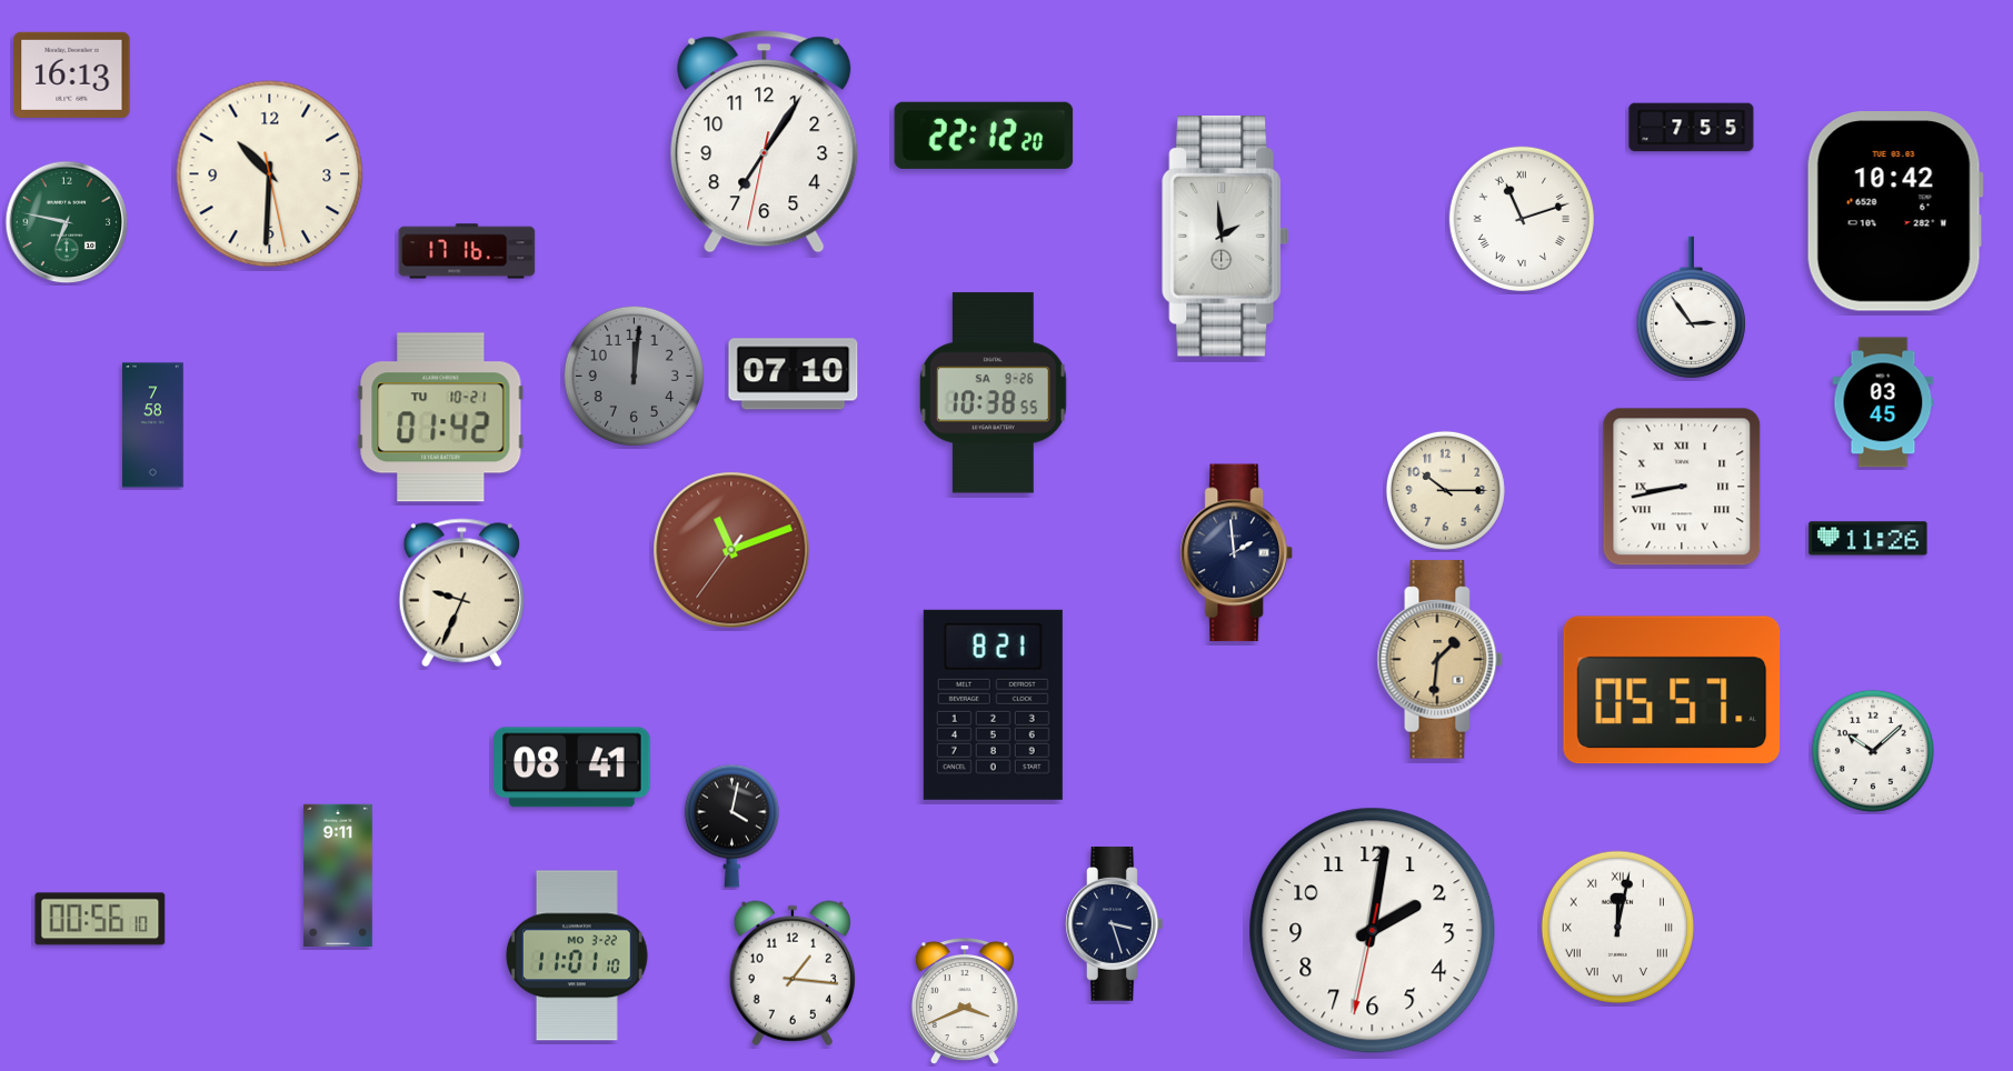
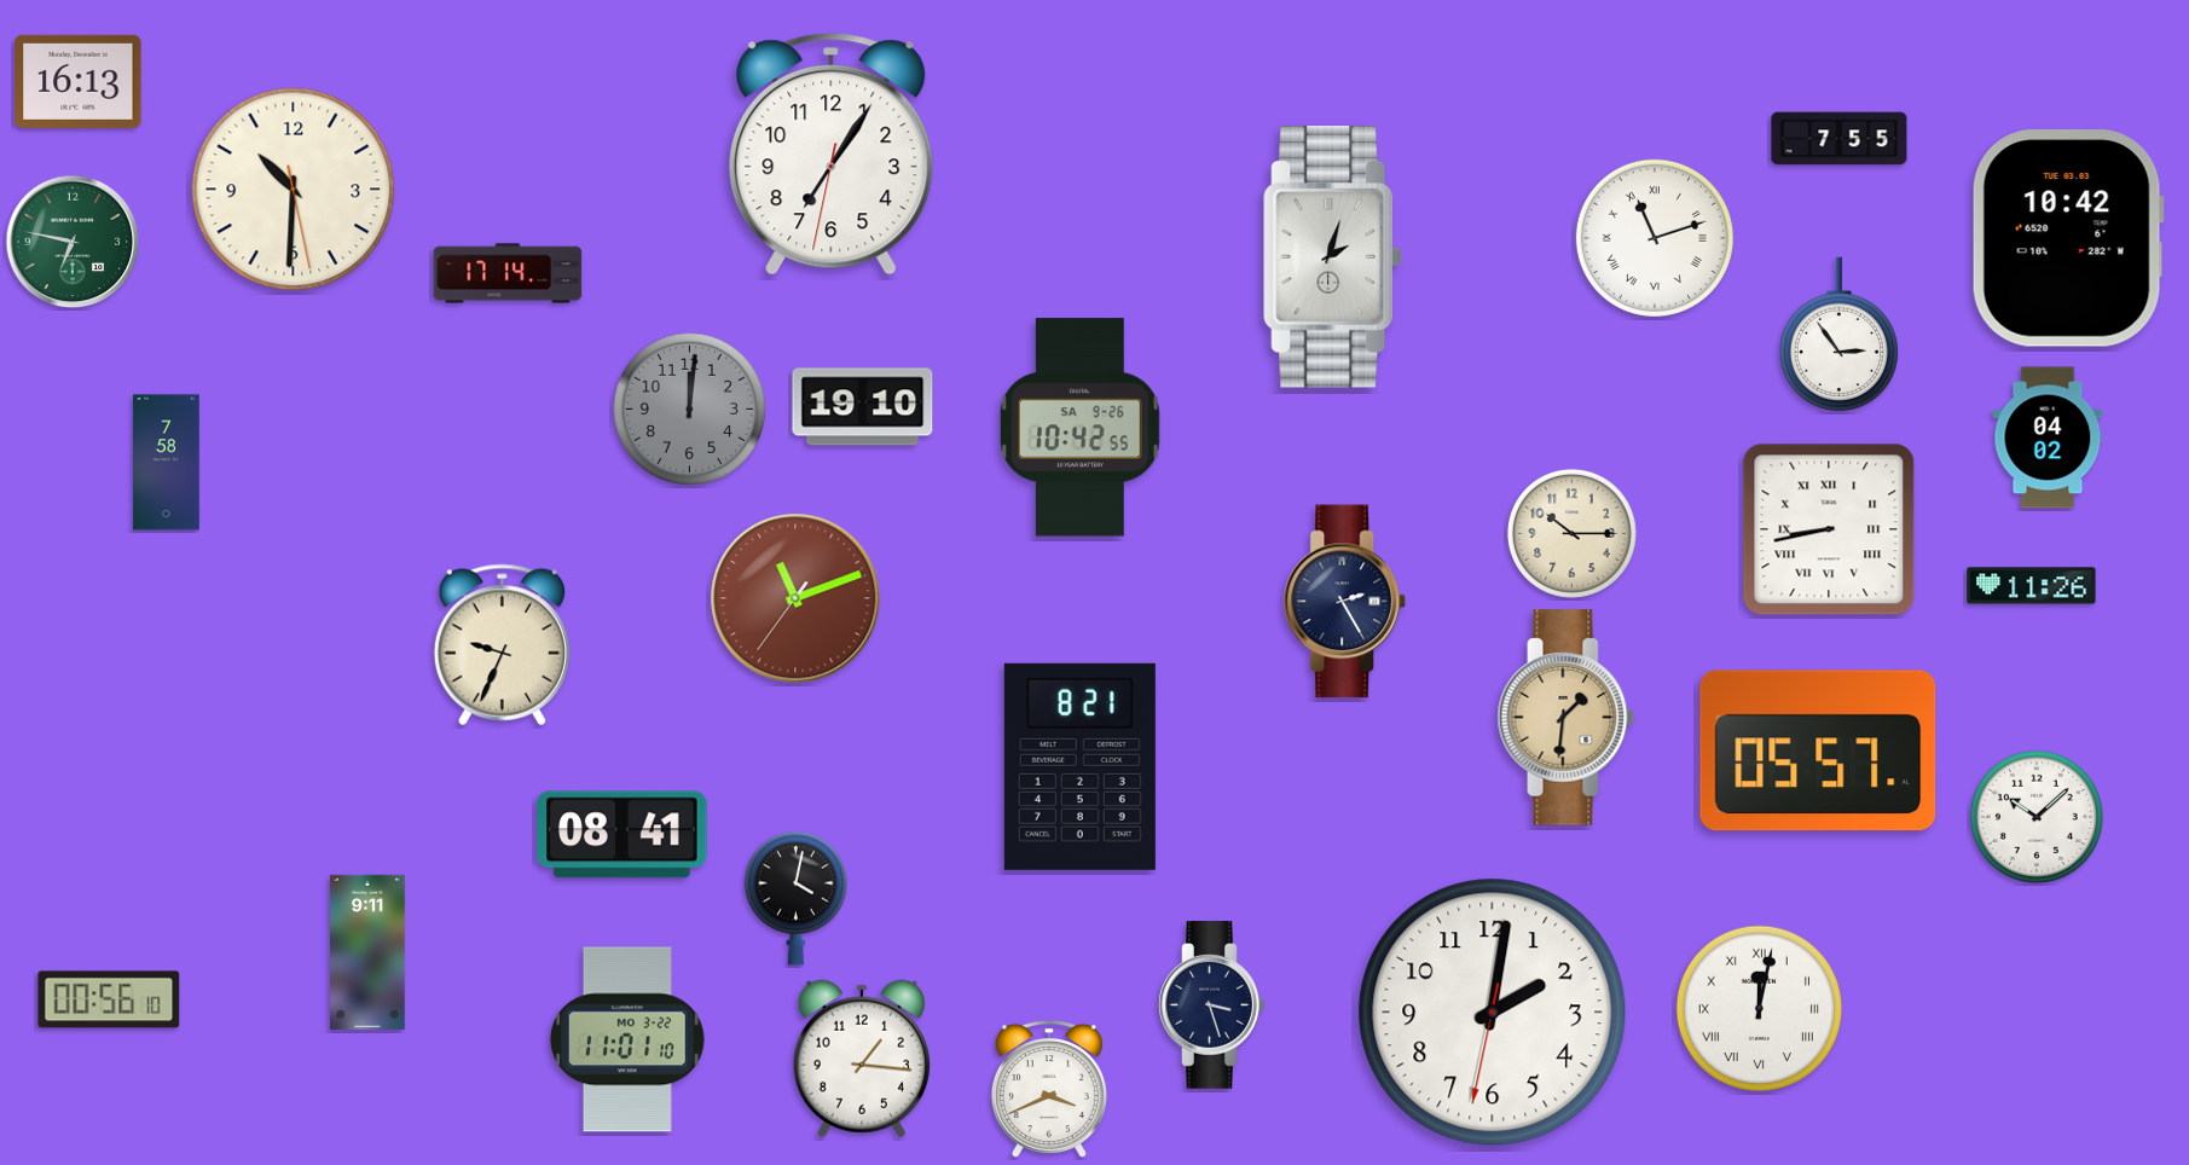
clock at (984, 136): 22:12 -> none
clock at (1895, 212) position: (1895, 212) -> (2068, 239)
clock at (1226, 237): 1:59 -> 2:03
clock at (467, 251): 17:16 -> 17:14
clock at (794, 374): 07:10 -> 19:10
clock at (993, 393): 10:38 -> 10:42
clock at (1883, 402): 03:45 -> 04:02
clock at (441, 418): 01:42 -> none
clock at (1236, 553): 1:59 -> 2:25
